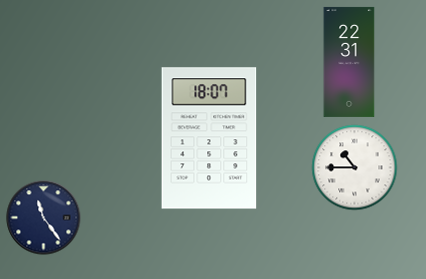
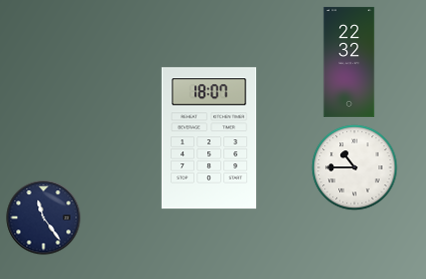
clock at (349, 62): 22:31 -> 22:32
